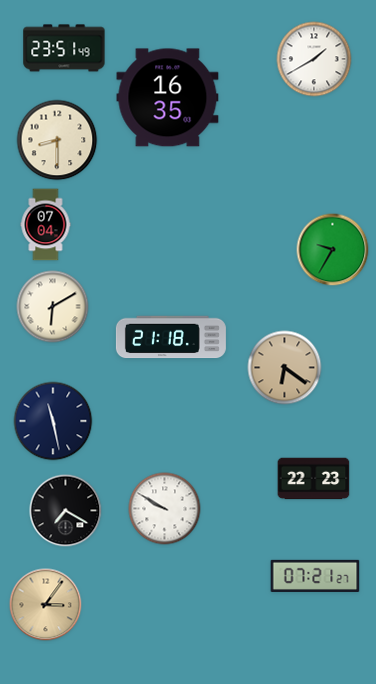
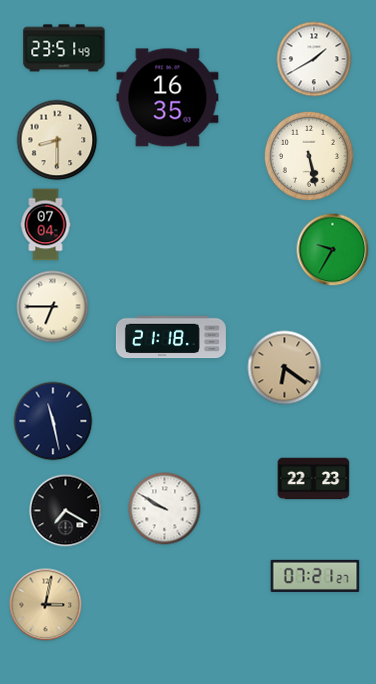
clock at (309, 156): none -> 5:28
clock at (53, 307): 6:10 -> 6:45
clock at (46, 605): 3:06 -> 3:02
